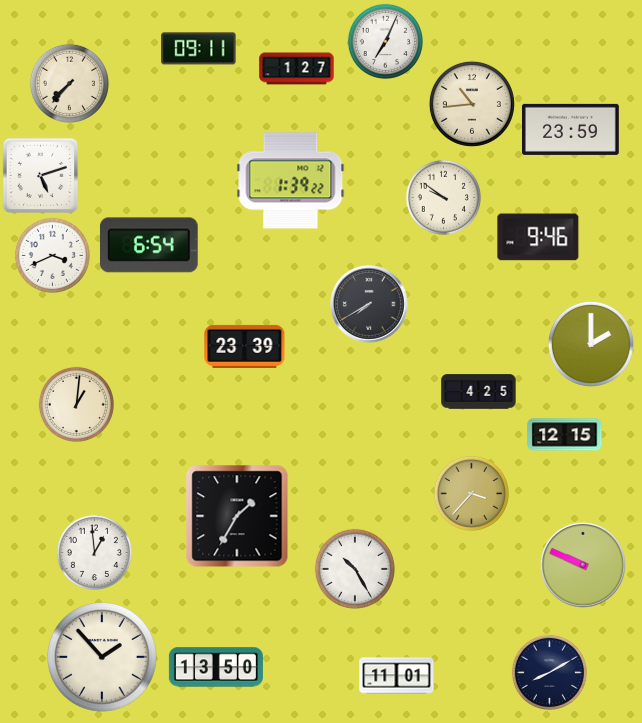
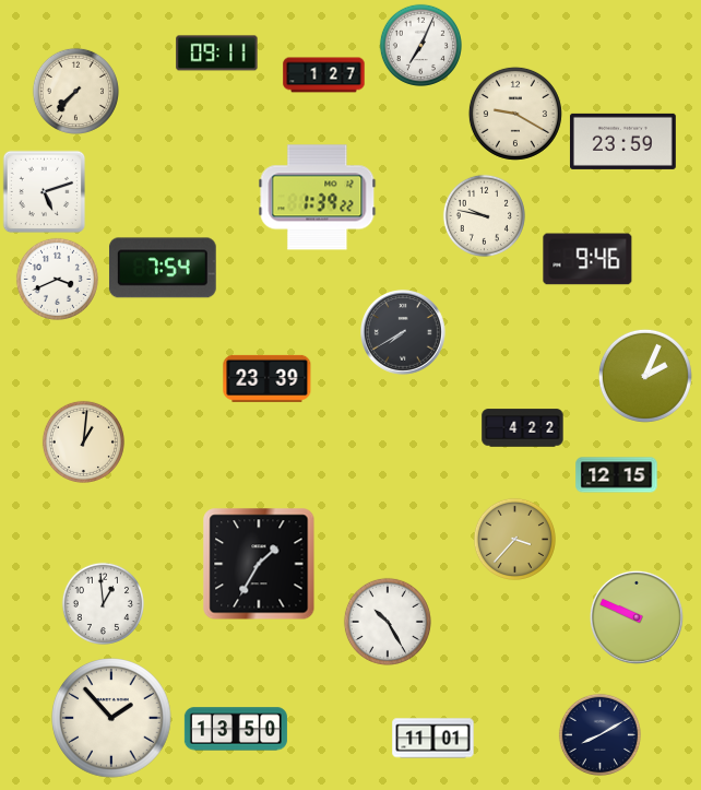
clock at (472, 104): 10:44 -> 9:20
clock at (443, 197): 9:51 -> 9:47
clock at (149, 245): 6:54 -> 7:54
clock at (591, 344): 2:00 -> 2:04
clock at (479, 392): 4:25 -> 4:22
